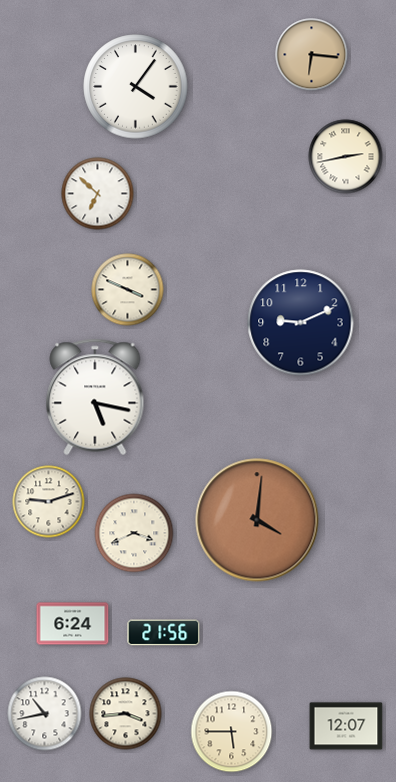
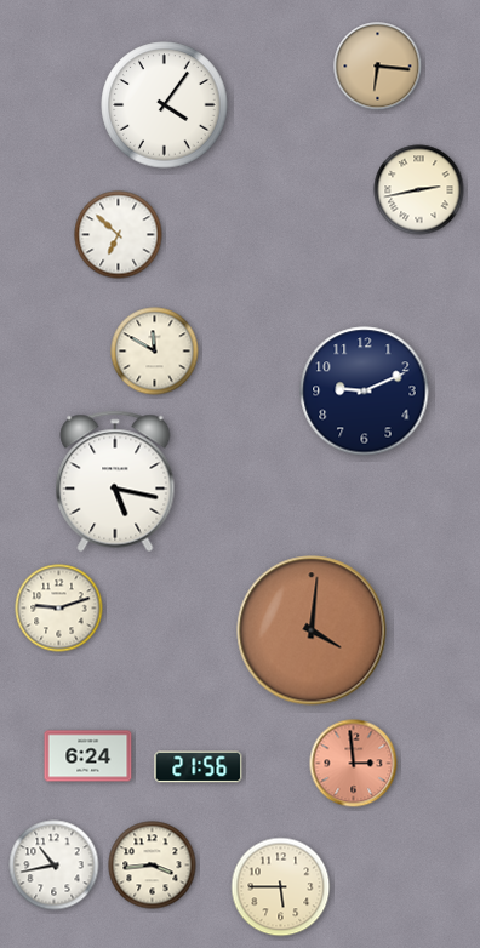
clock at (128, 290): 3:49 -> 11:50
clock at (134, 533): 3:41 -> none
clock at (354, 764): none -> 2:59
clock at (346, 726): 12:07 -> none
